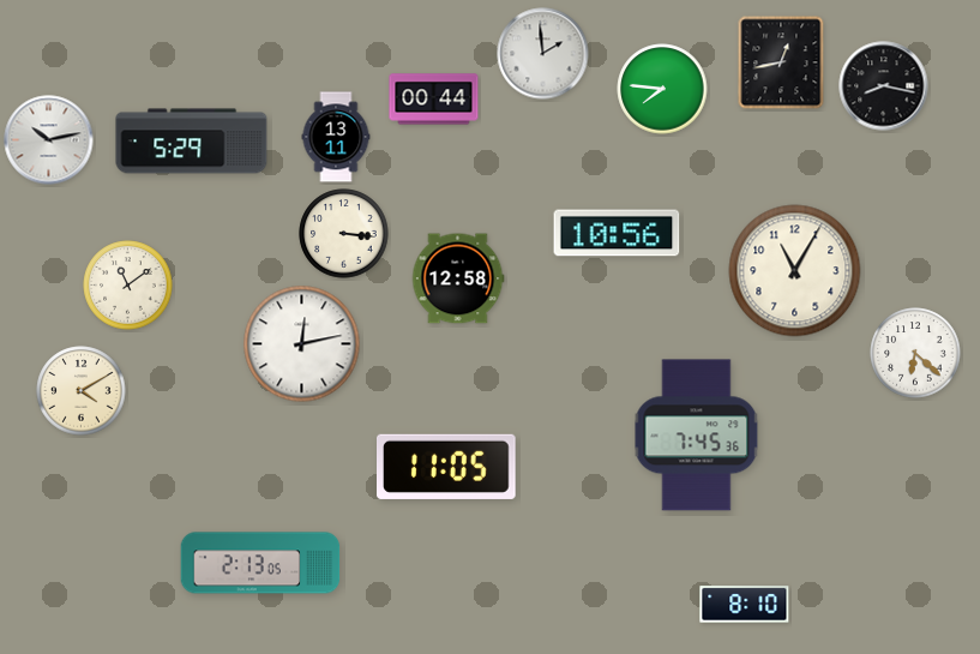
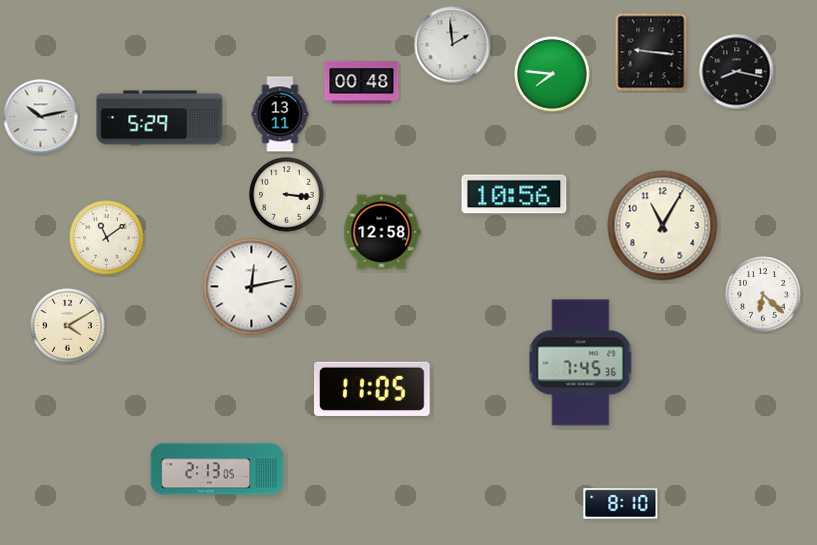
clock at (781, 62): 12:43 -> 9:16
clock at (434, 100): 00:44 -> 00:48
